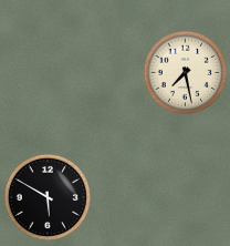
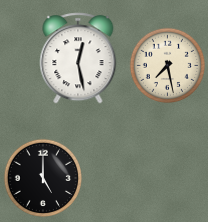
clock at (78, 58): none -> 12:28
clock at (48, 197): 5:50 -> 5:00
